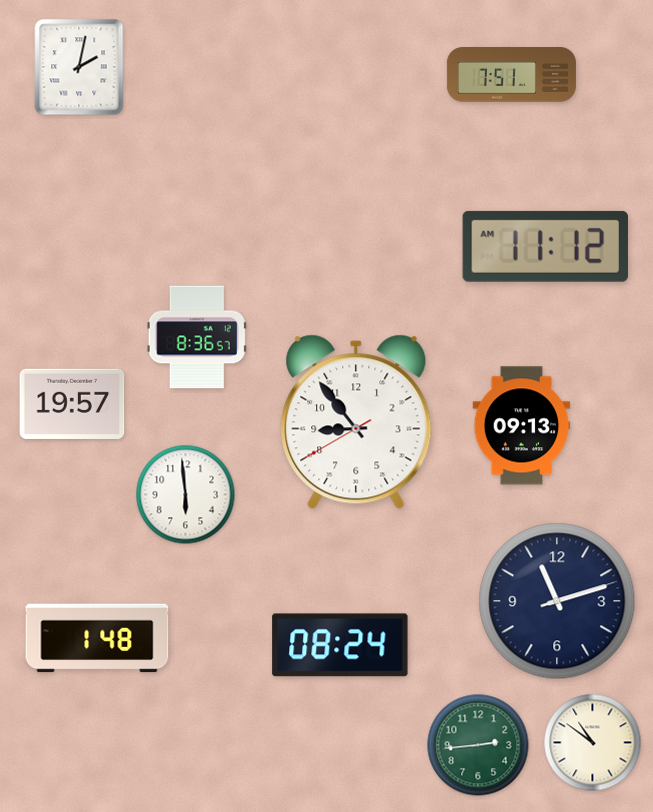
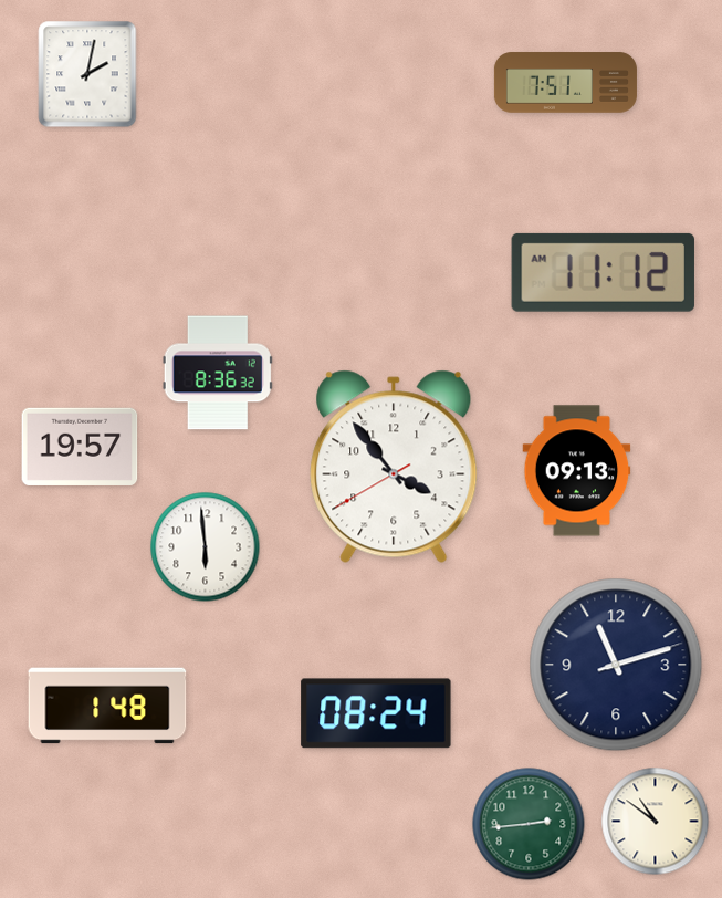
clock at (197, 337): 8:36:57 -> 8:36:32
clock at (356, 422): 8:53 -> 3:53
